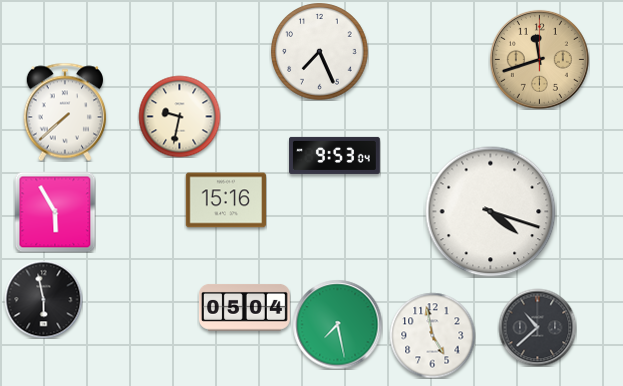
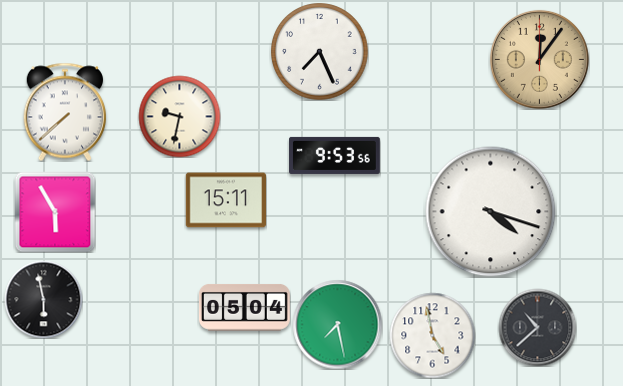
clock at (539, 59): 11:42 -> 12:06
clock at (335, 155): 9:53:04 -> 9:53:56
clock at (226, 200): 15:16 -> 15:11
